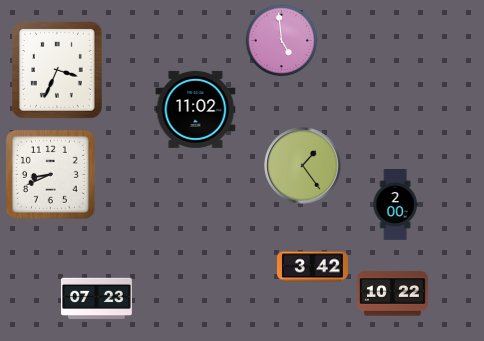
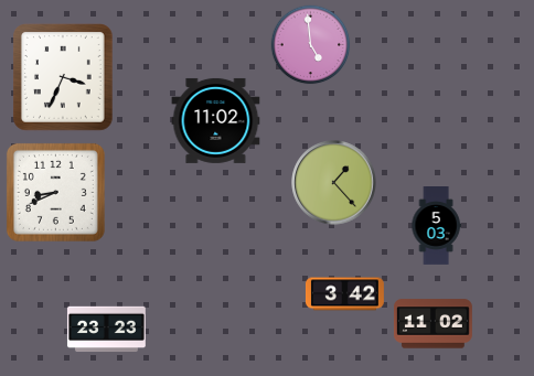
clock at (303, 166): 1:24 -> 1:23
clock at (395, 205): 2:00 -> 5:03
clock at (392, 294): 10:22 -> 11:02
clock at (96, 299): 07:23 -> 23:23
